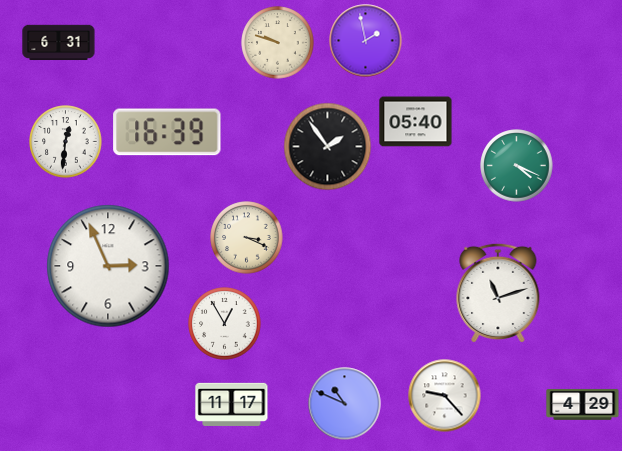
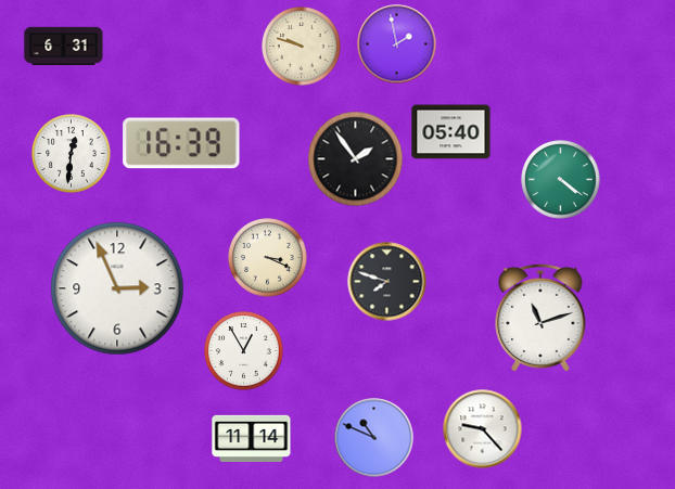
clock at (517, 166): 4:19 -> 4:21
clock at (387, 282): none -> 7:48
clock at (232, 404): 11:17 -> 11:14
clock at (583, 404): 4:29 -> none
